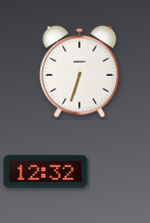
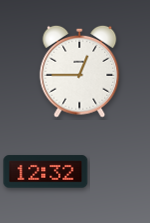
clock at (80, 71): 6:33 -> 12:45
